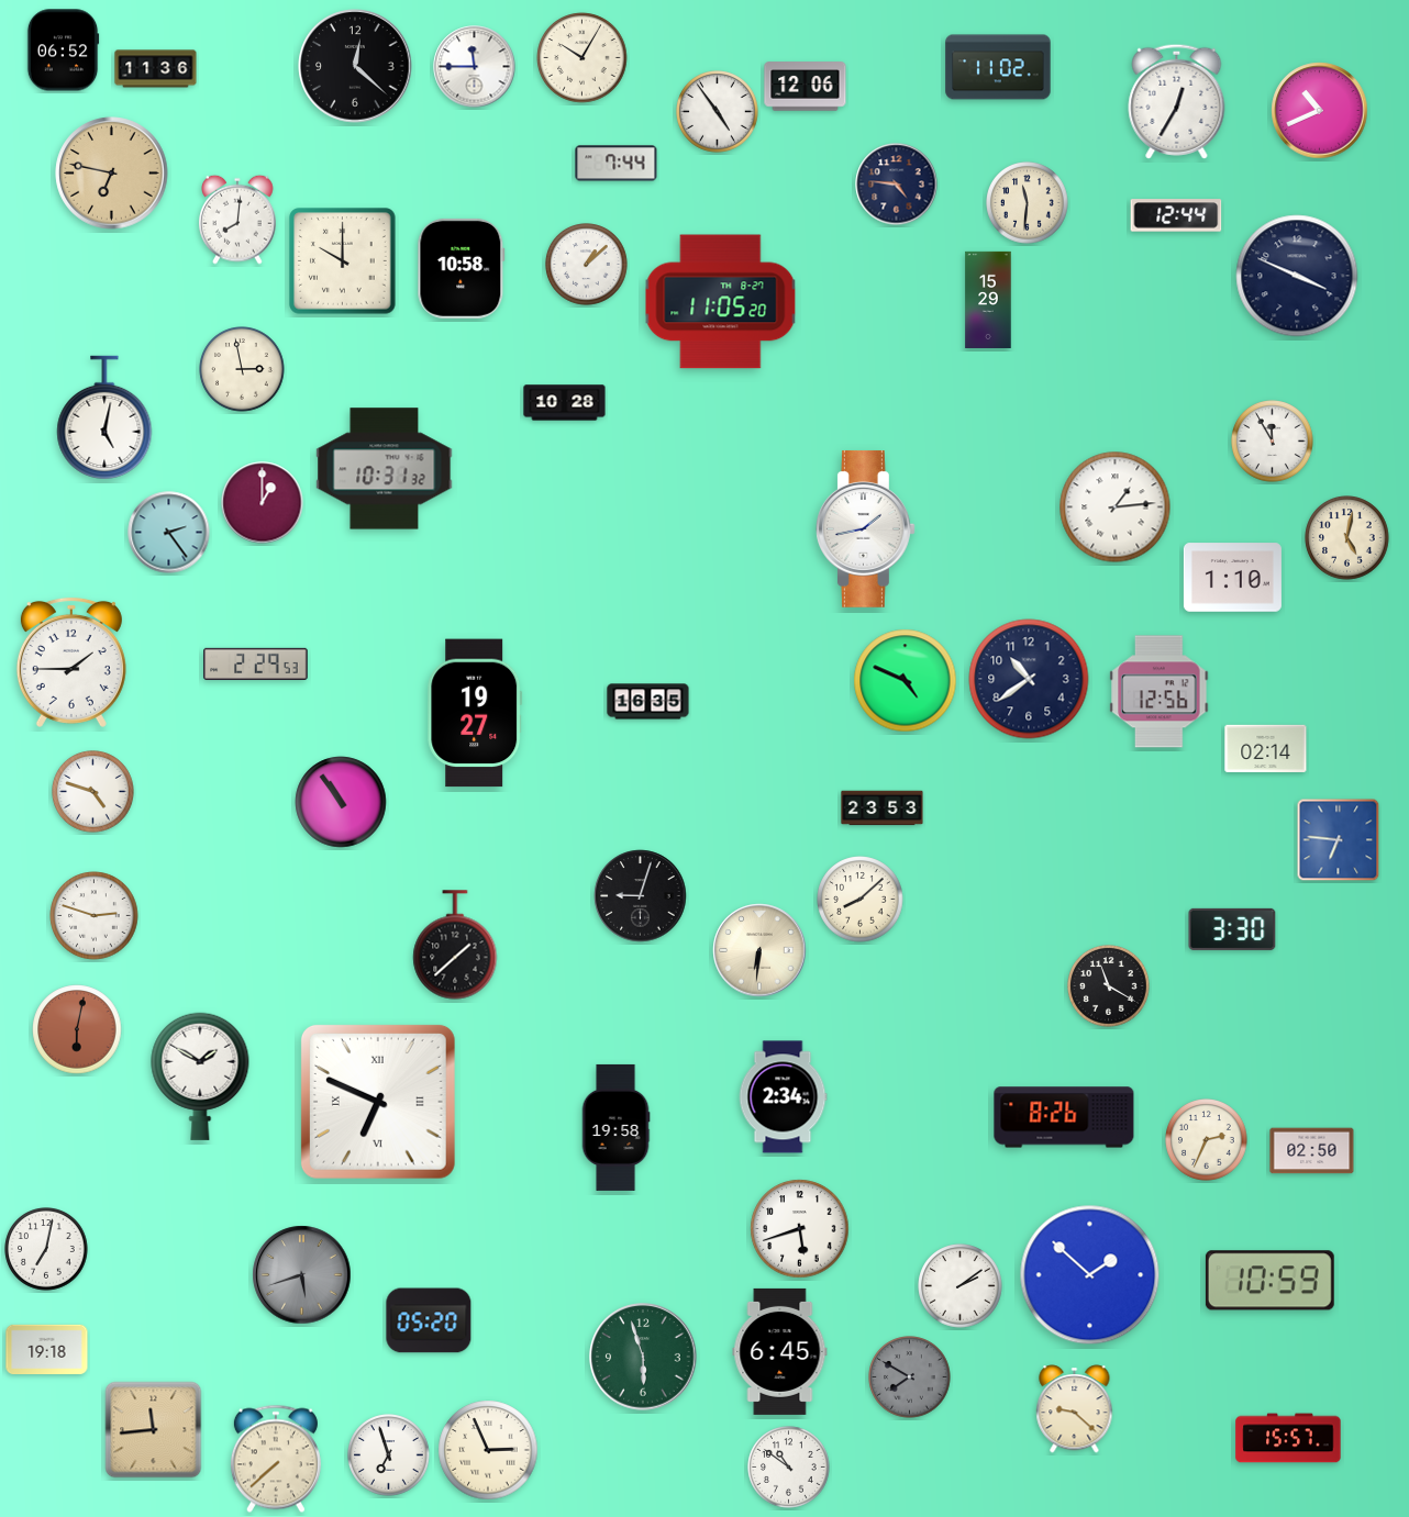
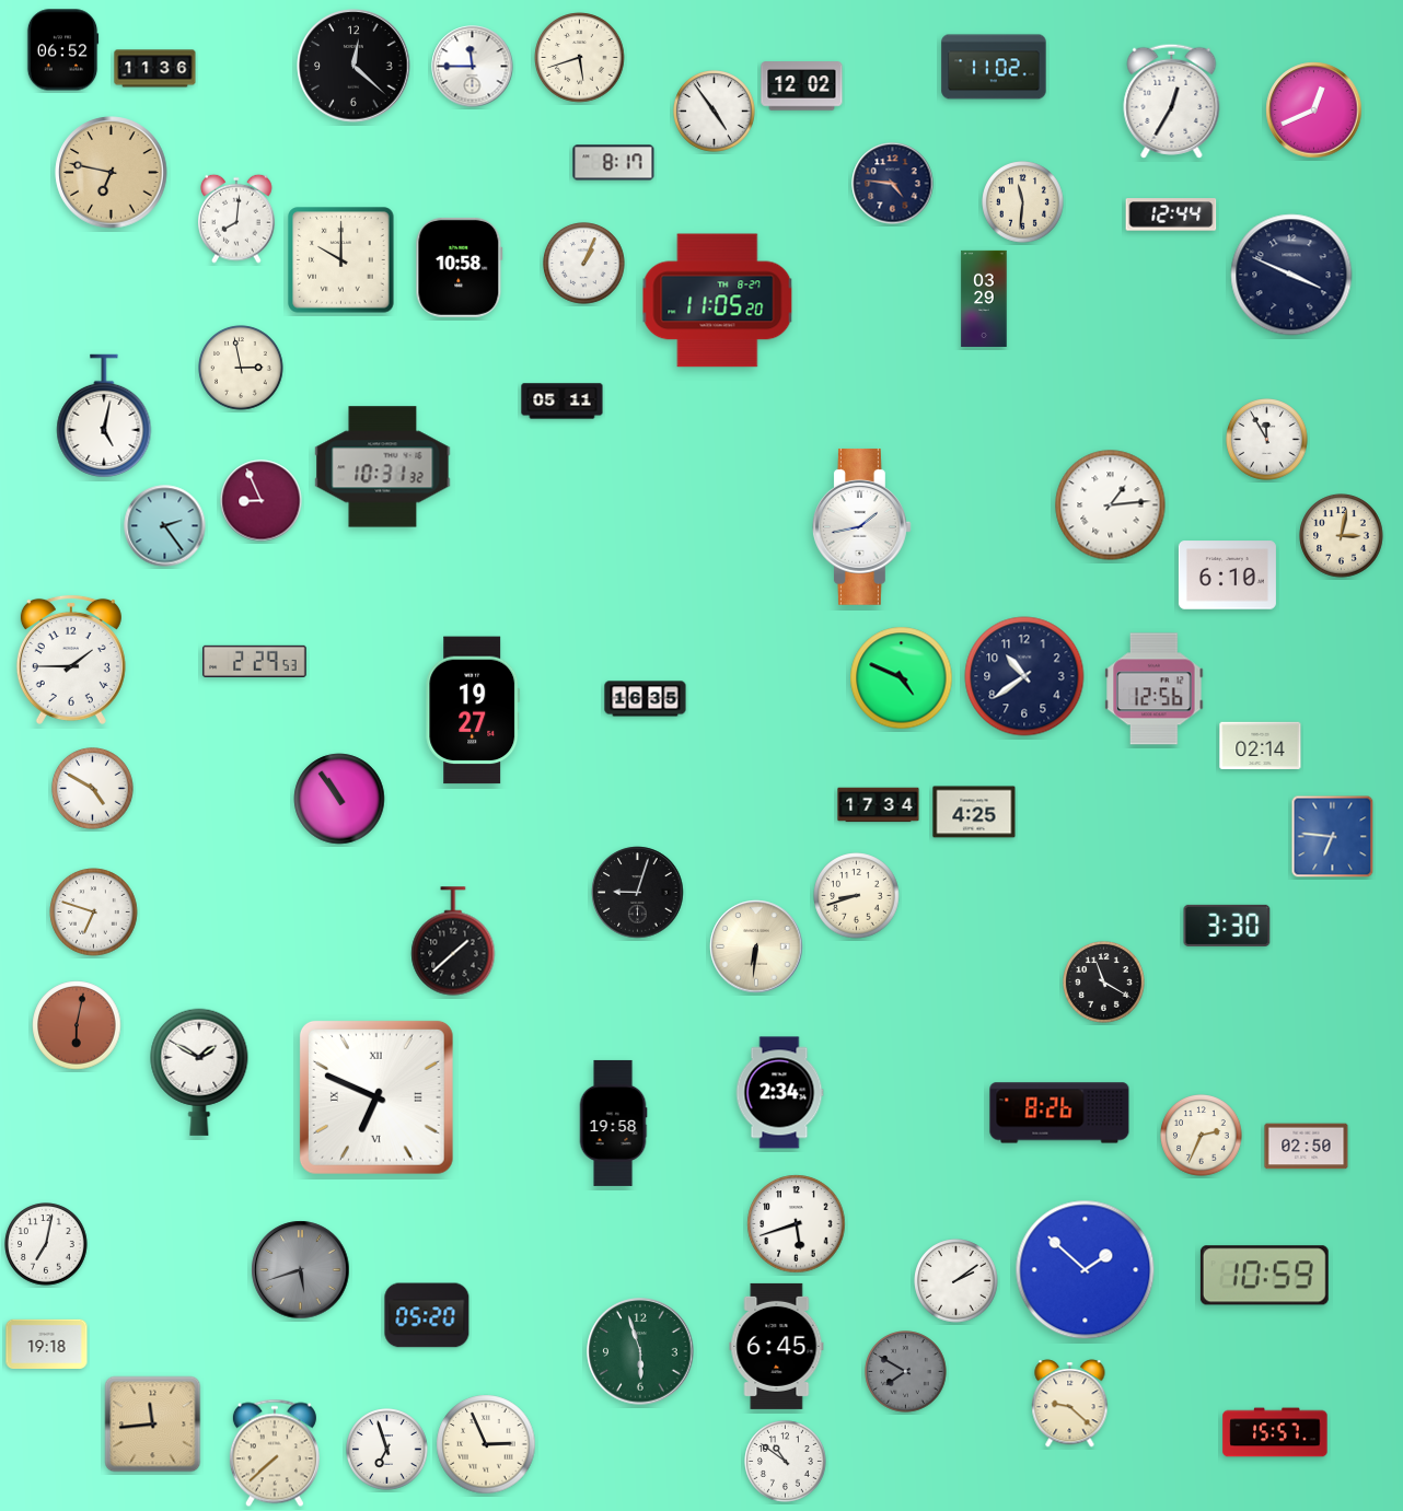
clock at (583, 58): 10:05 -> 5:42
clock at (806, 87): 12:06 -> 12:02
clock at (1320, 111): 10:41 -> 12:41
clock at (617, 164): 7:44 -> 8:17
clock at (587, 265): 1:08 -> 1:04
clock at (988, 300): 15:29 -> 03:29
clock at (565, 403): 10:28 -> 05:11
clock at (263, 503): 1:00 -> 8:56
clock at (169, 533) position: (169, 533) -> (165, 526)
clock at (1347, 538): 5:02 -> 3:02
clock at (1232, 578): 1:10 -> 6:10
clock at (93, 792): 4:48 -> 4:50
clock at (883, 808): 23:53 -> 17:34
clock at (974, 812): none -> 4:25
clock at (861, 900): 8:08 -> 8:42
clock at (95, 916): 2:48 -> 6:48
clock at (1288, 1438) position: (1288, 1438) -> (1275, 1432)
